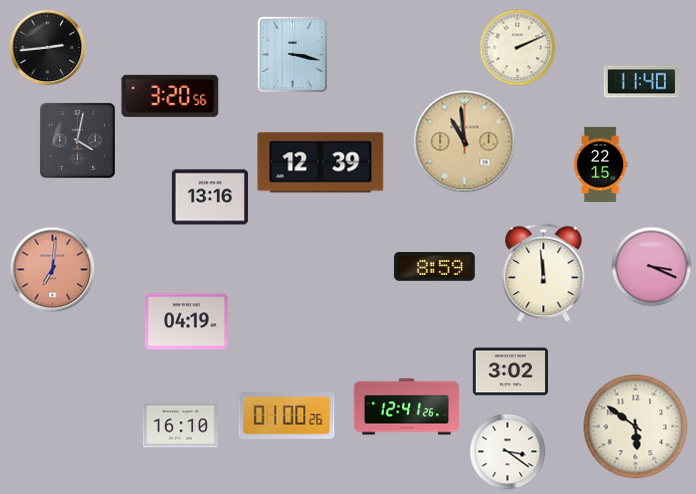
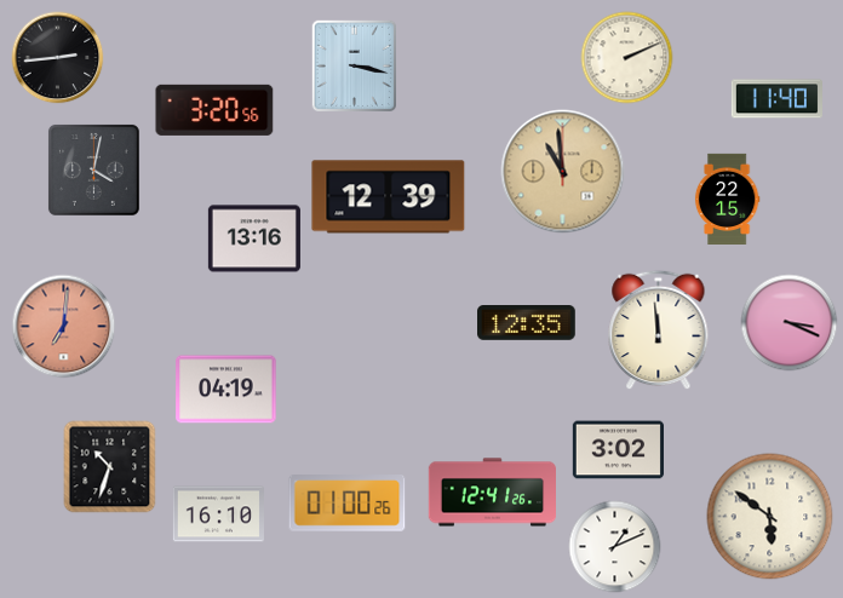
clock at (170, 96) position: (170, 96) -> (214, 110)
clock at (435, 267): 8:59 -> 12:35
clock at (110, 467): none -> 10:33
clock at (508, 452): 3:21 -> 1:11
